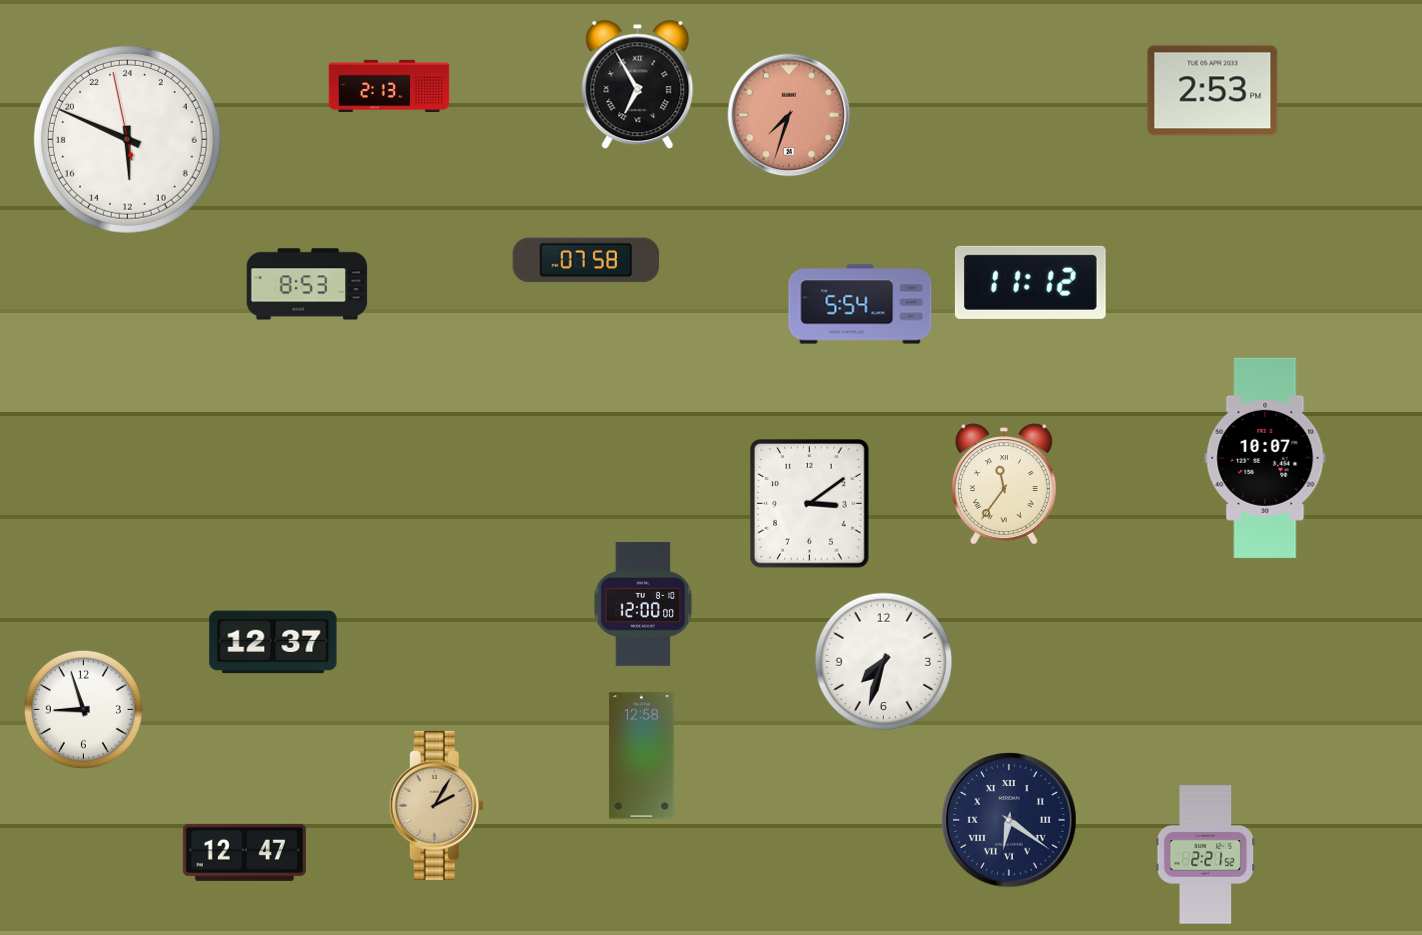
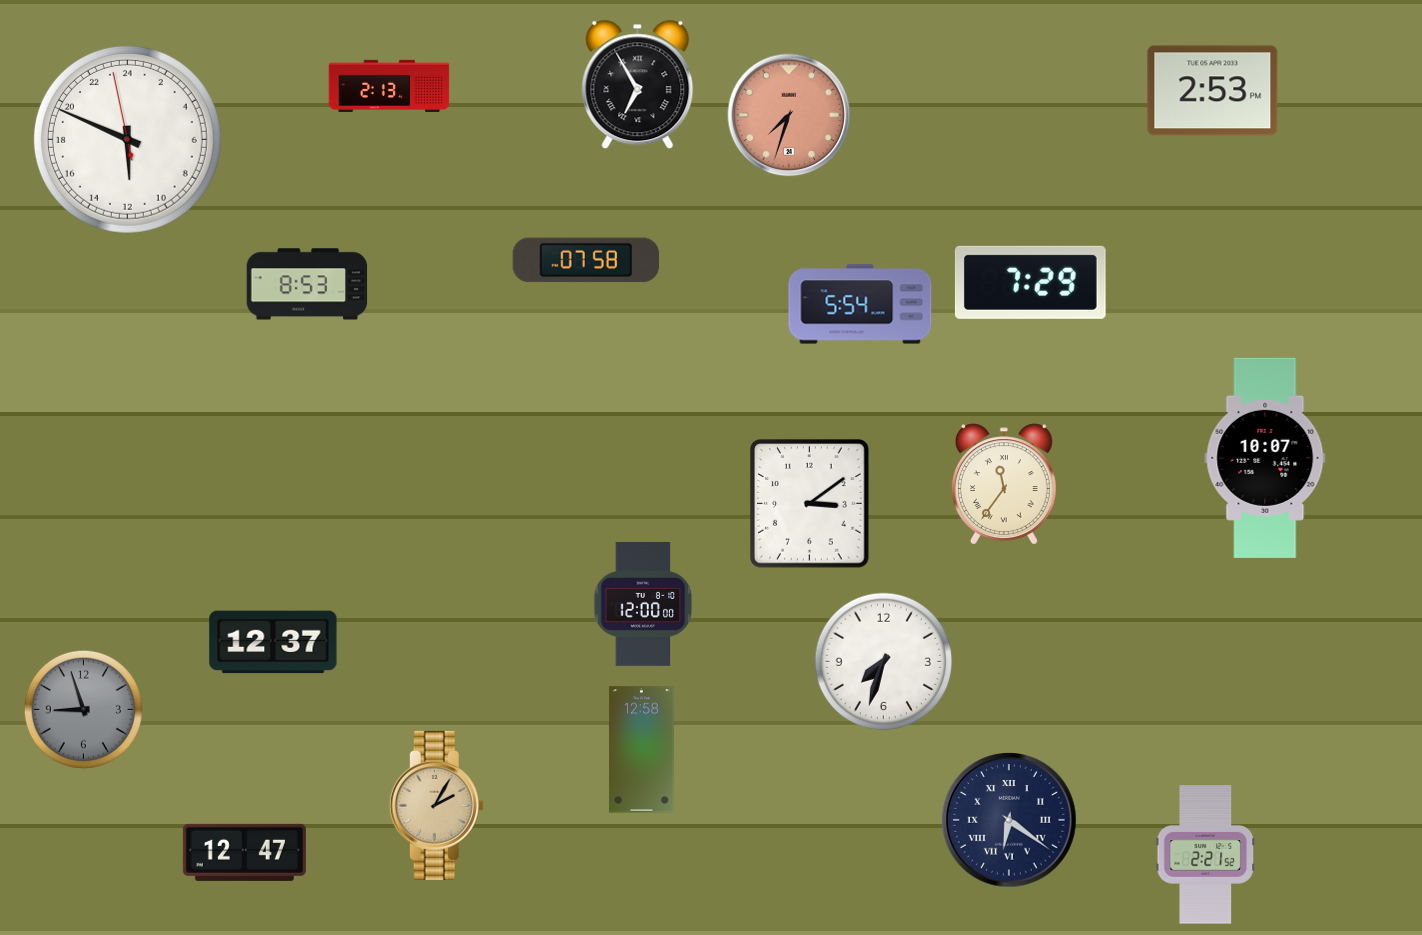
clock at (1030, 282): 11:12 -> 7:29
clock at (83, 709) dial: white -> grey
clock at (642, 756) position: (642, 756) -> (642, 750)
